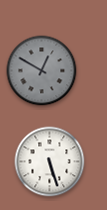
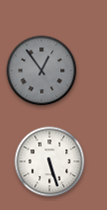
clock at (42, 71): 12:50 -> 12:54
